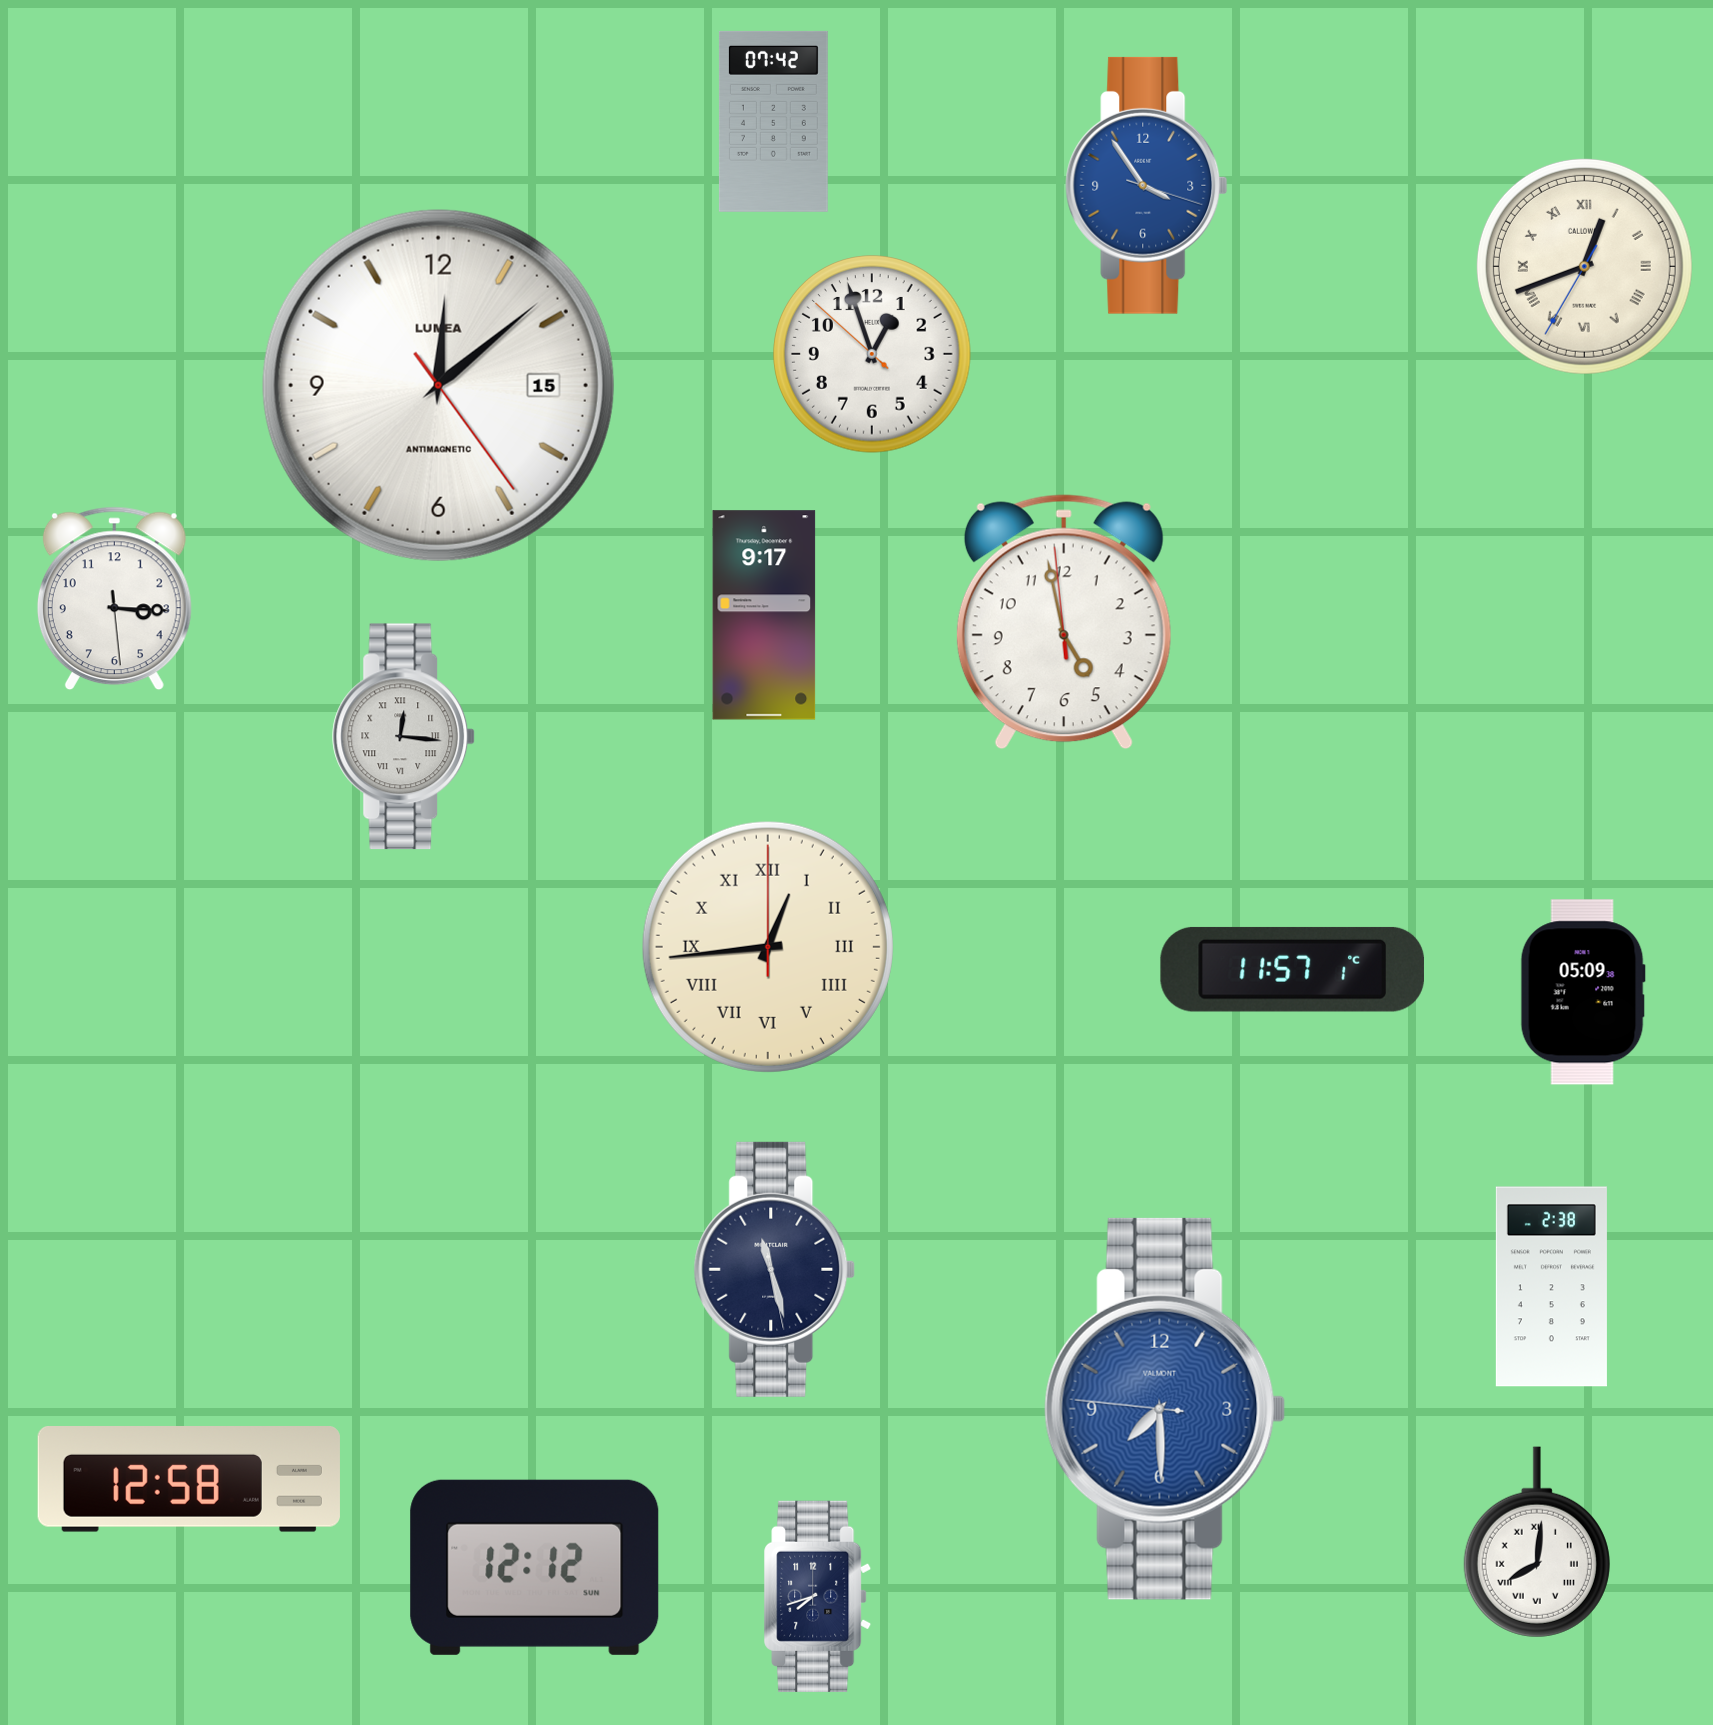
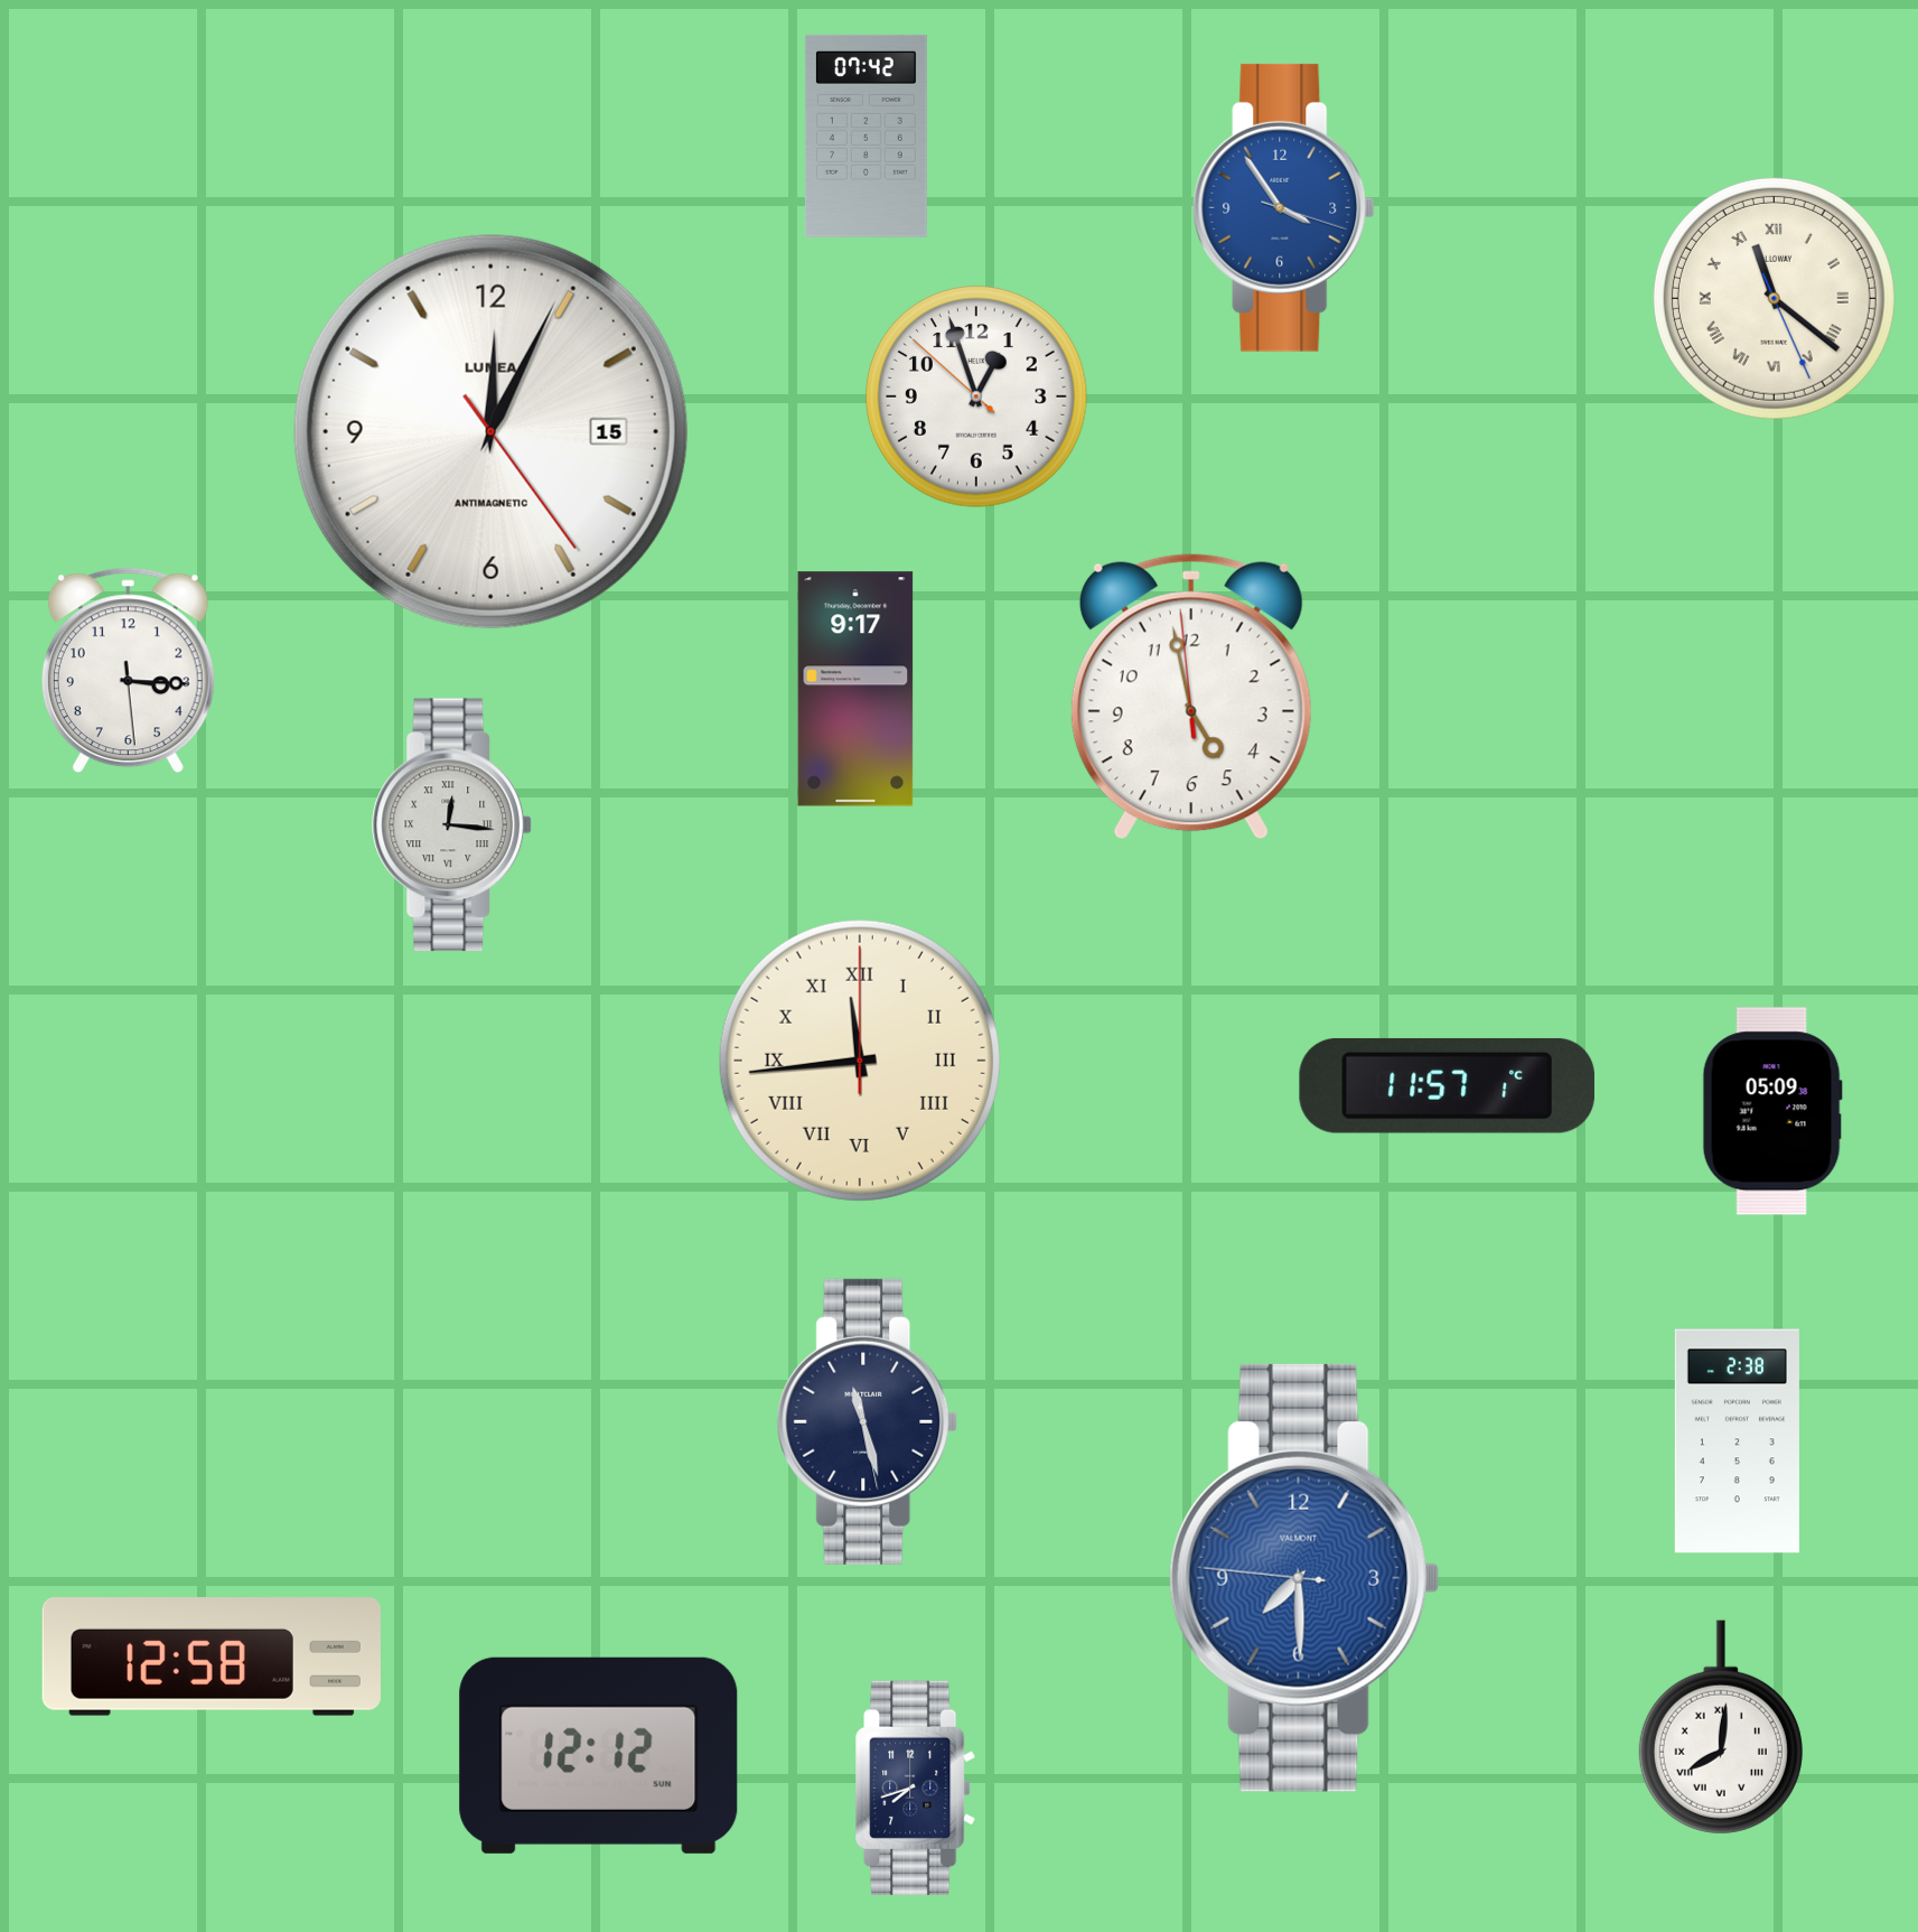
clock at (1584, 266): 12:41 -> 11:21
clock at (438, 385): 12:08 -> 12:04
clock at (768, 947): 12:44 -> 11:44
